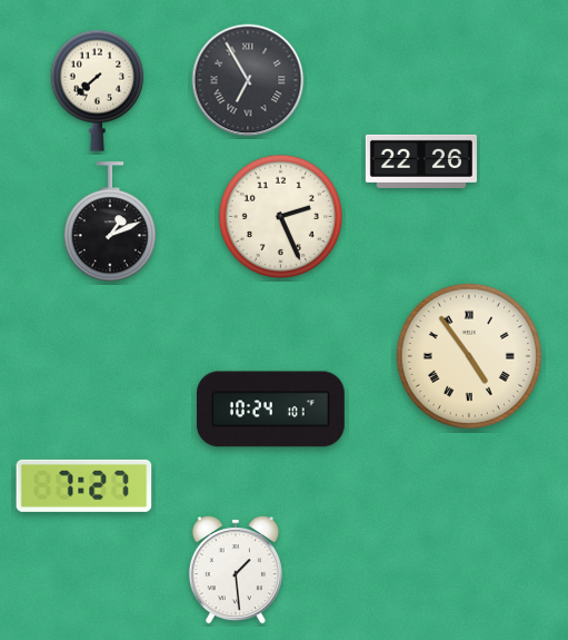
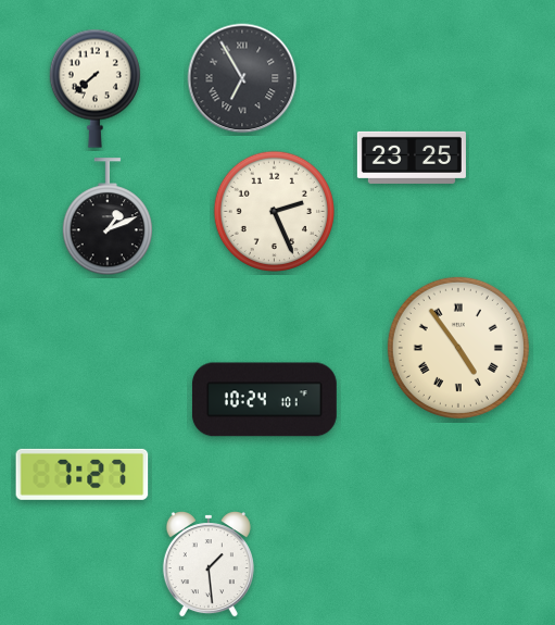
clock at (421, 161): 22:26 -> 23:25
clock at (236, 571) position: (236, 571) -> (209, 565)
